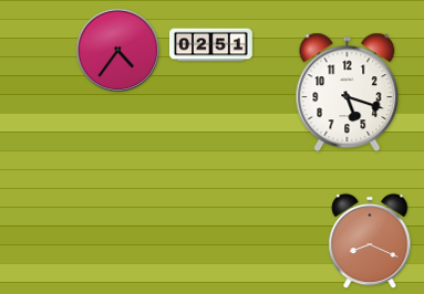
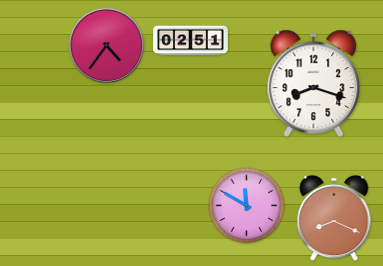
clock at (348, 92): 5:18 -> 8:18
clock at (247, 206): none -> 11:50
